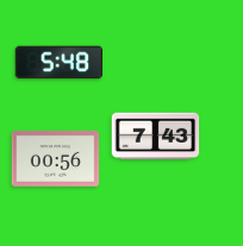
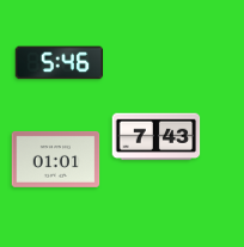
clock at (60, 63): 5:48 -> 5:46
clock at (56, 158): 00:56 -> 01:01
